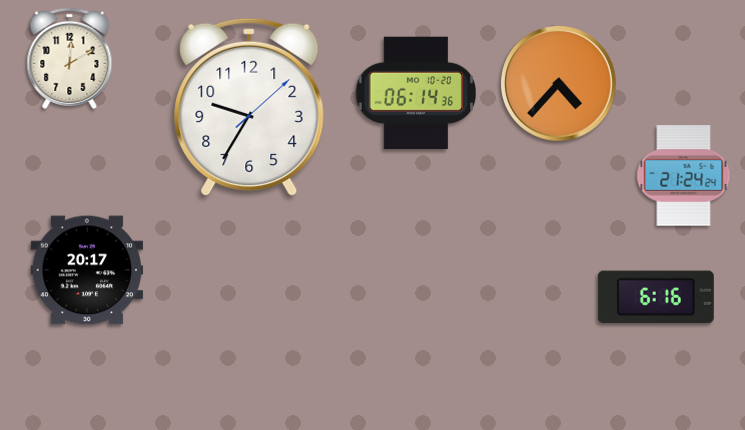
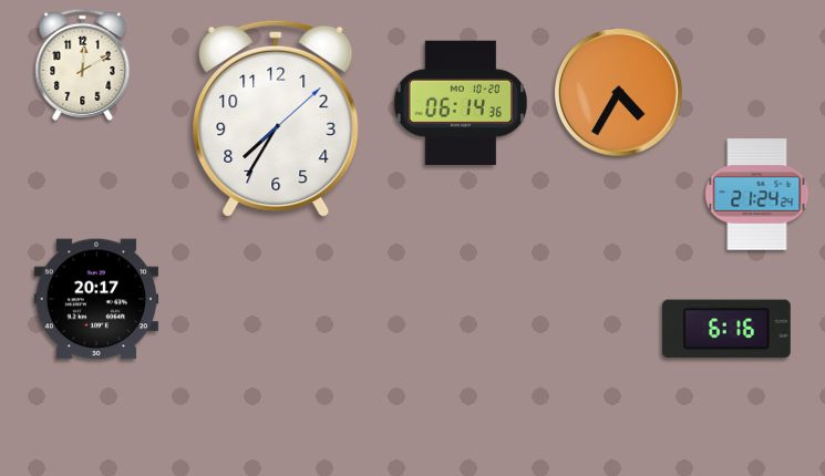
clock at (70, 58) position: (70, 58) -> (83, 64)
clock at (559, 84): 4:37 -> 4:35
clock at (249, 107): 9:35 -> 7:35
